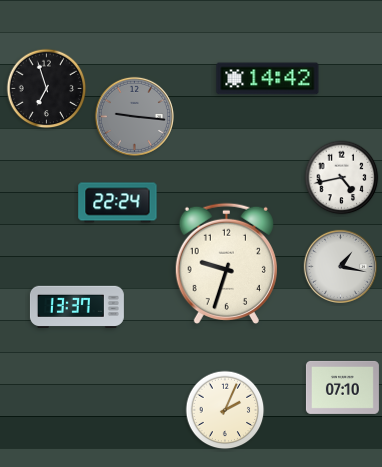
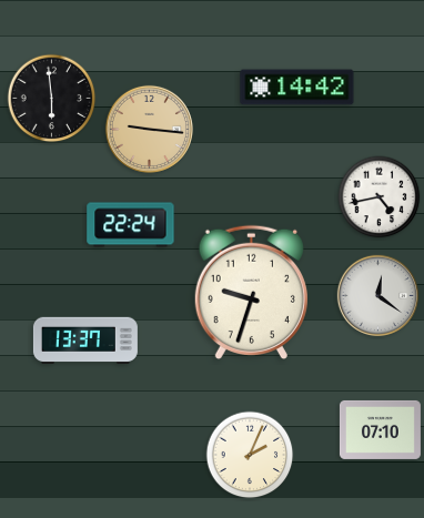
clock at (47, 89): 6:57 -> 5:59
clock at (134, 116) dial: grey -> champagne
clock at (340, 266): 1:17 -> 12:21
